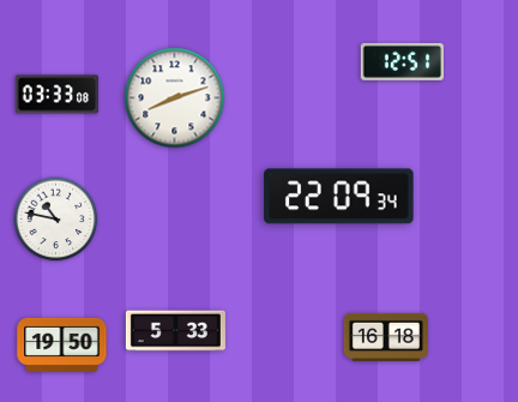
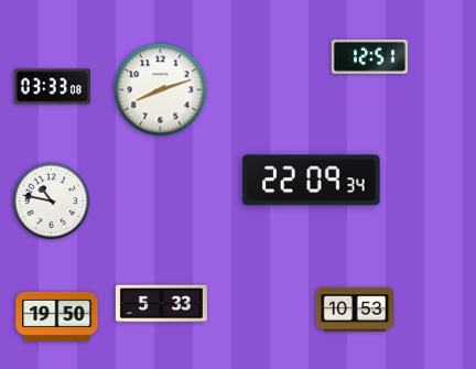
clock at (386, 337): 16:18 -> 10:53
